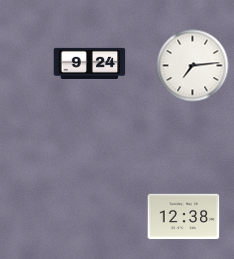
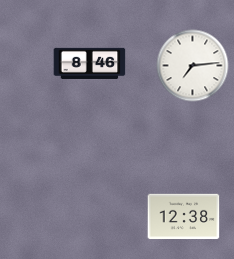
clock at (90, 63): 9:24 -> 8:46
